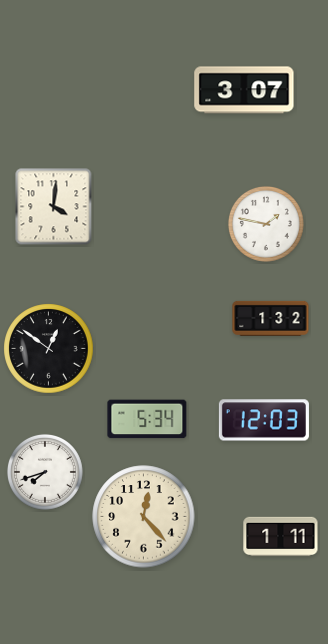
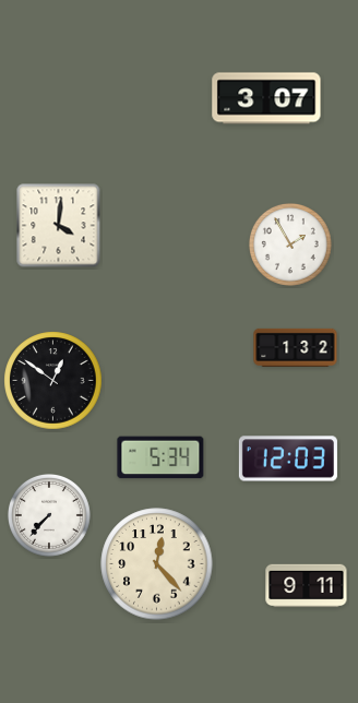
clock at (266, 224): 1:47 -> 1:55
clock at (45, 472): 7:42 -> 7:37
clock at (281, 537): 1:11 -> 9:11
